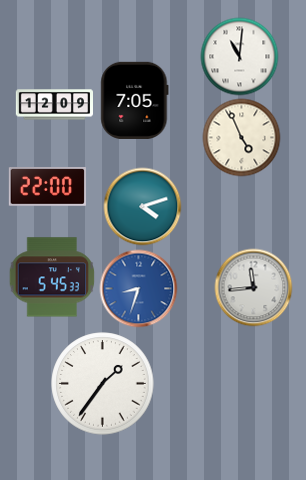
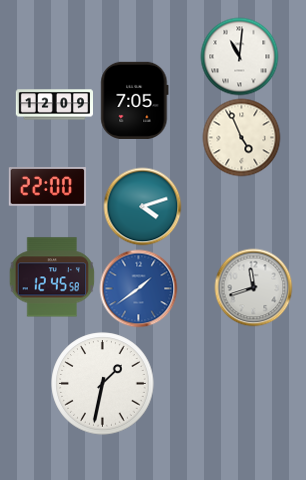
clock at (52, 277): 5:45 -> 12:45
clock at (253, 287): 11:44 -> 11:42
clock at (138, 288): 8:33 -> 1:39
clock at (103, 384): 1:36 -> 1:32
